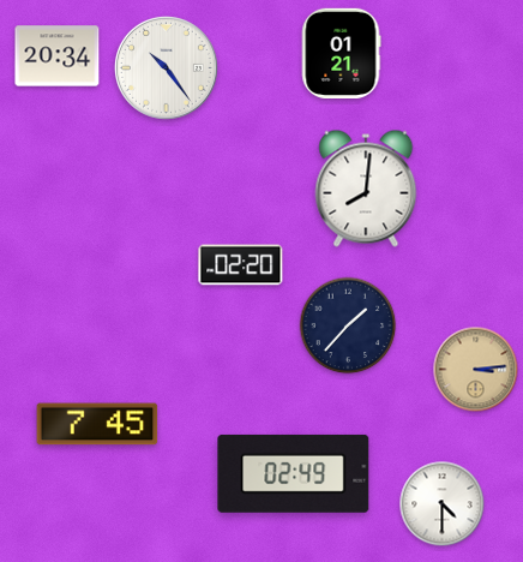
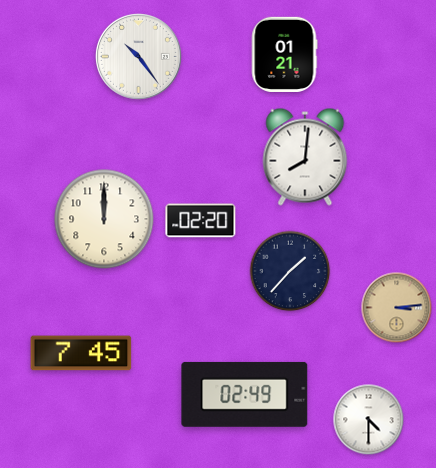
clock at (341, 53) position: (341, 53) -> (284, 54)
clock at (58, 56): 20:34 -> none
clock at (104, 219): none -> 12:00
